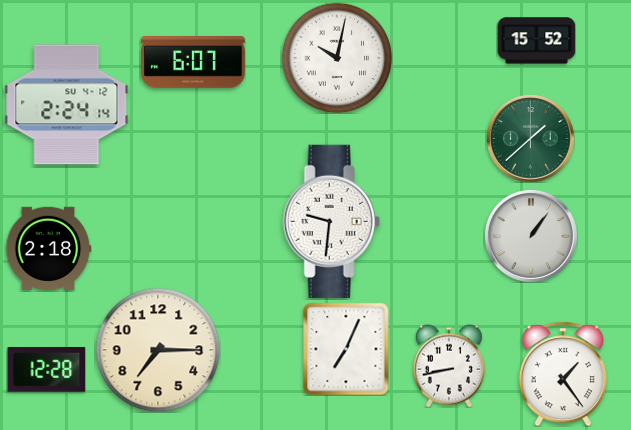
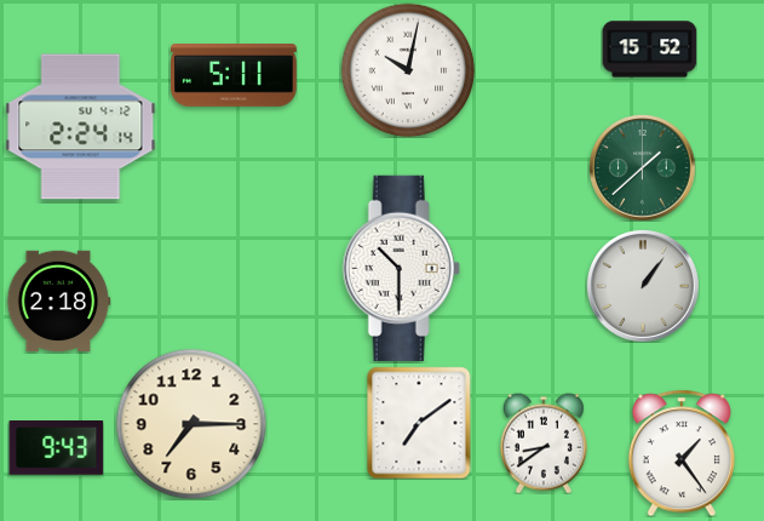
clock at (194, 63): 6:07 -> 5:11
clock at (331, 221): 9:31 -> 10:30
clock at (346, 349): 7:04 -> 7:09
clock at (449, 366): 8:43 -> 8:39
clock at (46, 370): 12:28 -> 9:43
